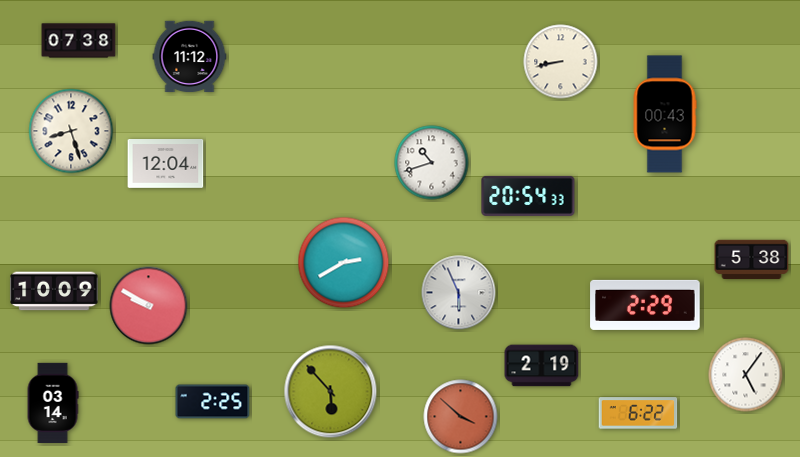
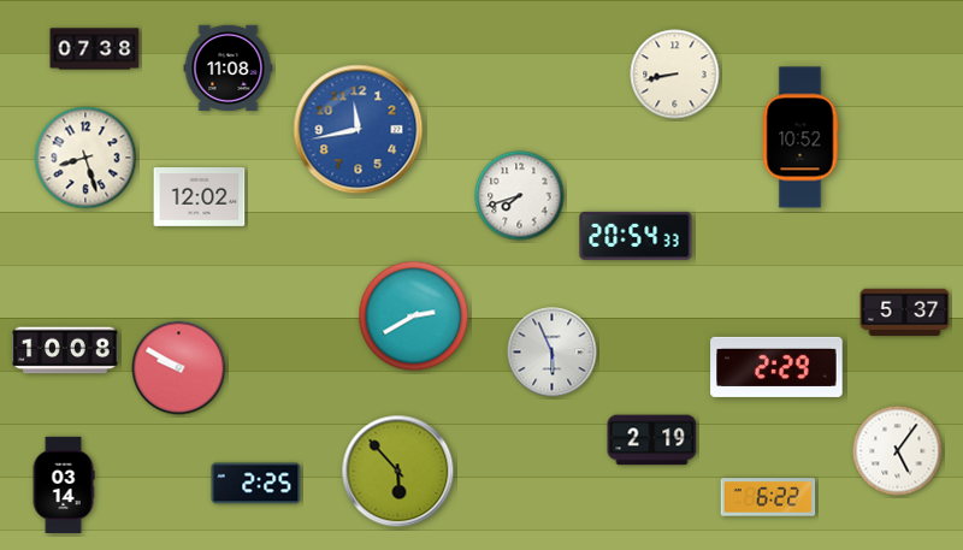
clock at (190, 57): 11:12 -> 11:08
clock at (359, 130): none -> 11:43
clock at (665, 114): 00:43 -> 10:52
clock at (432, 163): 10:42 -> 7:42
clock at (166, 164): 12:04 -> 12:02
clock at (752, 260): 5:38 -> 5:37
clock at (54, 291): 10:09 -> 10:08
clock at (461, 417): 3:52 -> none
